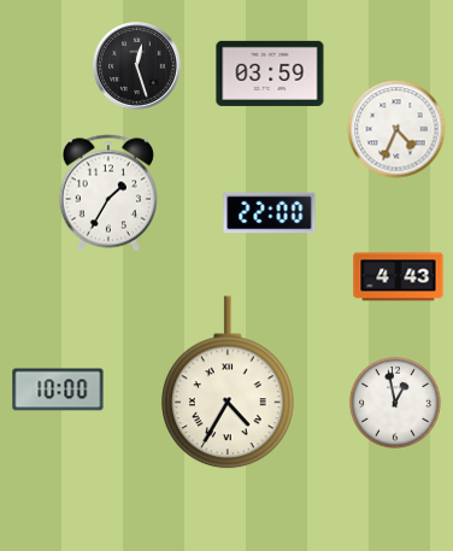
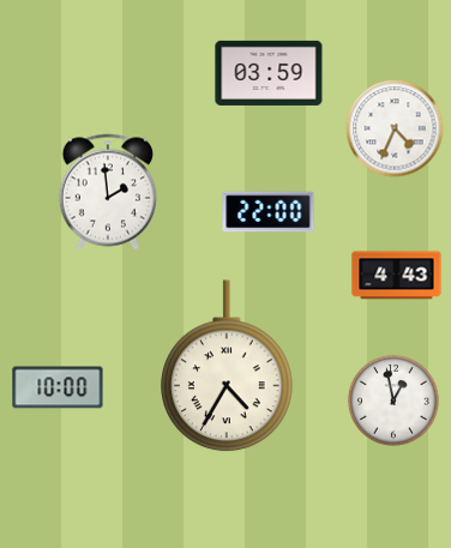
clock at (137, 66): 12:27 -> none
clock at (108, 193): 1:35 -> 1:59
clock at (228, 383) position: (228, 383) -> (227, 367)
